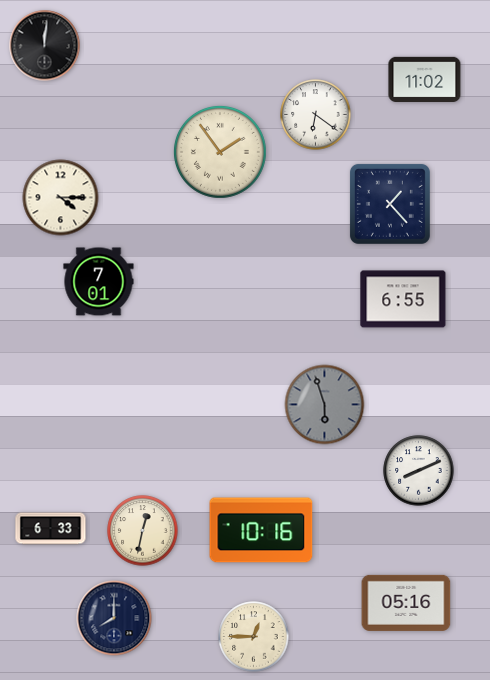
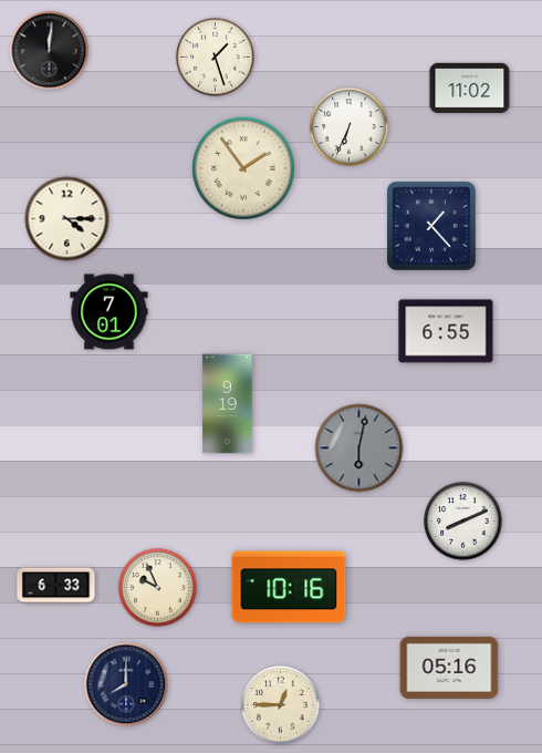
clock at (216, 58): none -> 1:27
clock at (316, 115): 6:21 -> 6:34
clock at (228, 404): none -> 9:19
clock at (325, 405): 5:57 -> 6:02
clock at (143, 531): 12:32 -> 9:56
